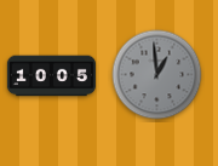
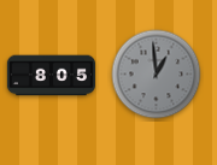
clock at (51, 76): 10:05 -> 8:05
